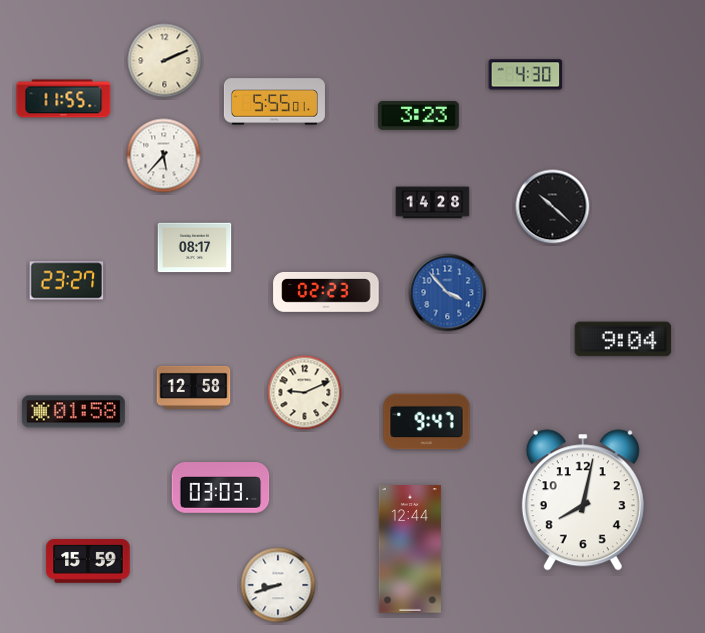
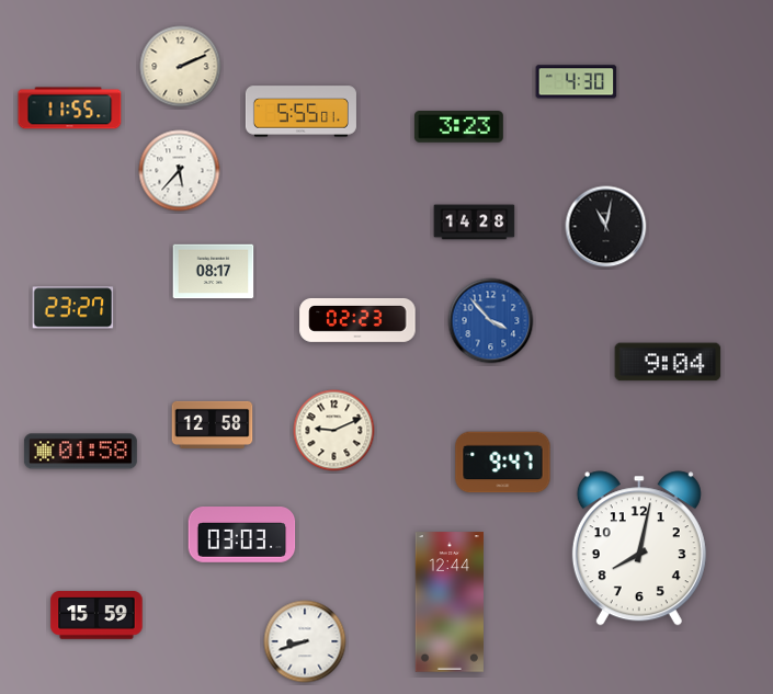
clock at (553, 207): 10:22 -> 11:02
clock at (623, 339) position: (623, 339) -> (668, 362)
clock at (427, 422) position: (427, 422) -> (503, 463)
